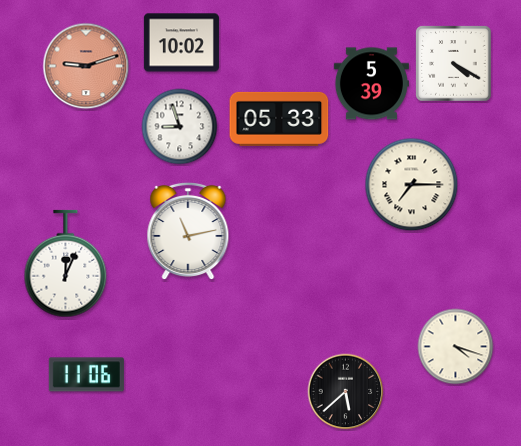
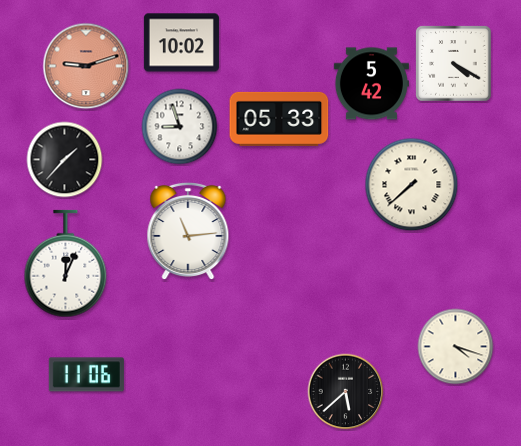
clock at (371, 84): 5:39 -> 5:42
clock at (65, 160): none -> 1:37
clock at (412, 185): 7:15 -> 7:38
clock at (188, 231): 11:13 -> 11:14
